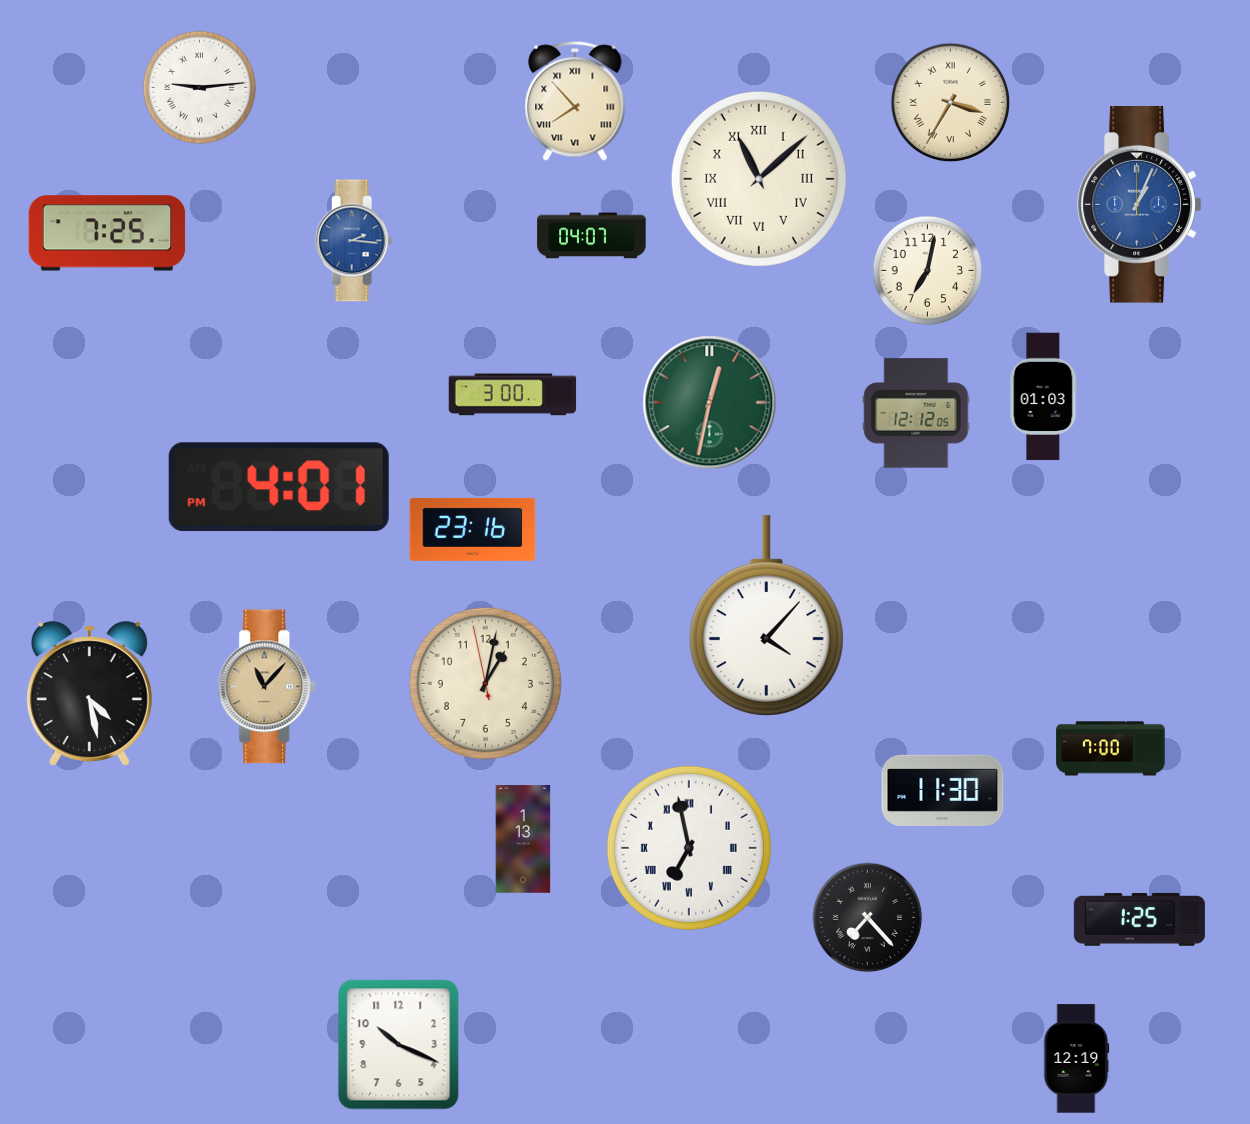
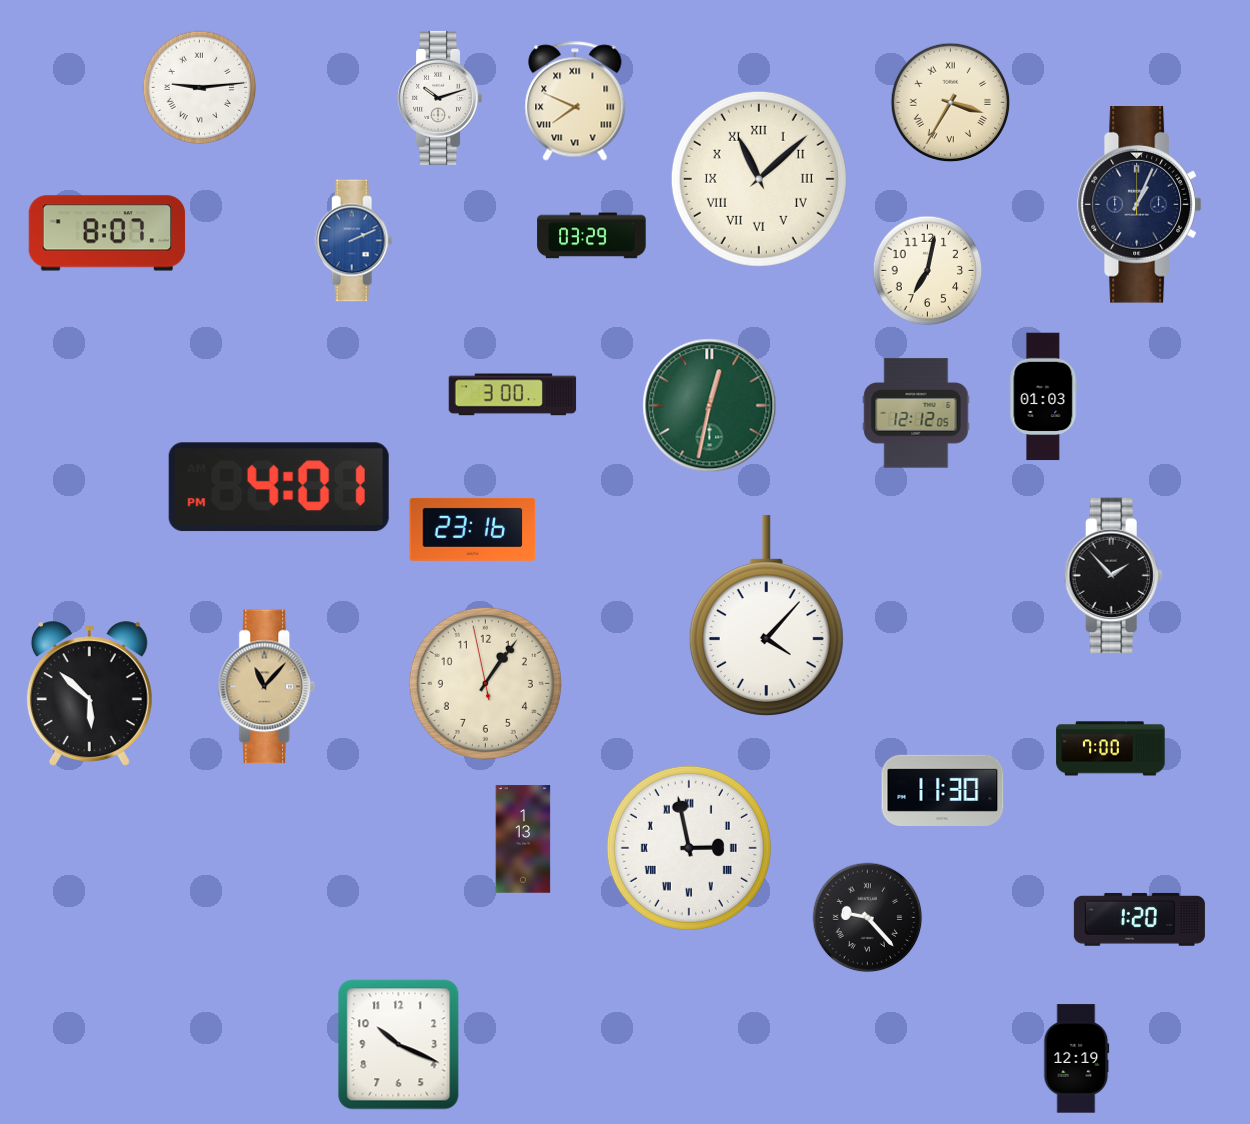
clock at (439, 98): none -> 10:12
clock at (575, 101): 7:53 -> 7:49
clock at (1139, 205) dial: blue -> navy
clock at (107, 233): 7:25 -> 8:07
clock at (592, 236): 04:07 -> 03:29
clock at (354, 241): 2:16 -> 2:11
clock at (710, 403) position: (710, 403) -> (710, 406)
clock at (1113, 576): none -> 1:53
clock at (485, 683): 1:01 -> 1:05
clock at (89, 693): 4:28 -> 5:52
clock at (689, 848): 6:58 -> 2:58
clock at (868, 918): 7:23 -> 9:23
clock at (1139, 920): 1:25 -> 1:20
